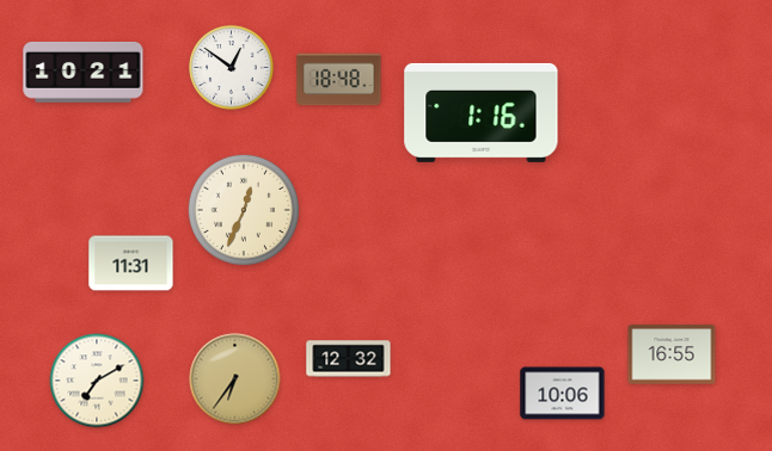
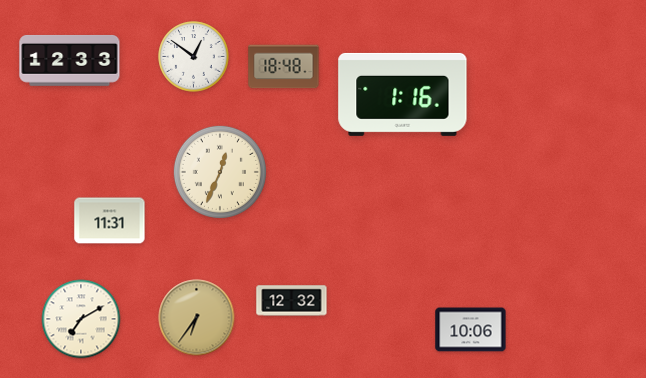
clock at (84, 73): 10:21 -> 12:33
clock at (244, 210) position: (244, 210) -> (220, 172)
clock at (672, 354): 16:55 -> none
